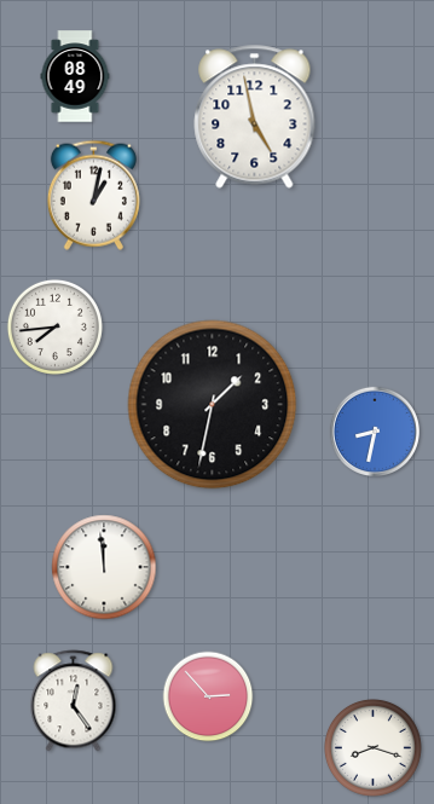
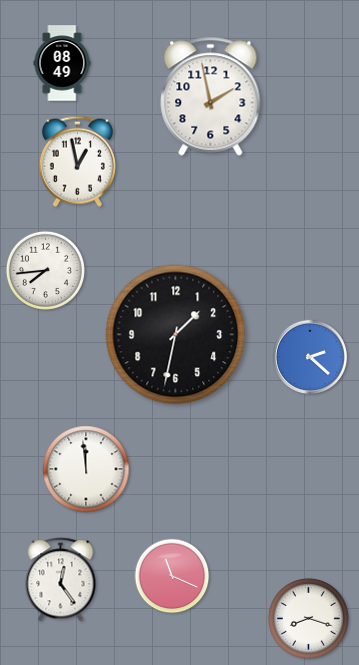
clock at (255, 117): 4:58 -> 1:58
clock at (93, 195): 1:02 -> 12:58
clock at (375, 432): 8:32 -> 2:22
clock at (208, 696): 2:53 -> 11:19
